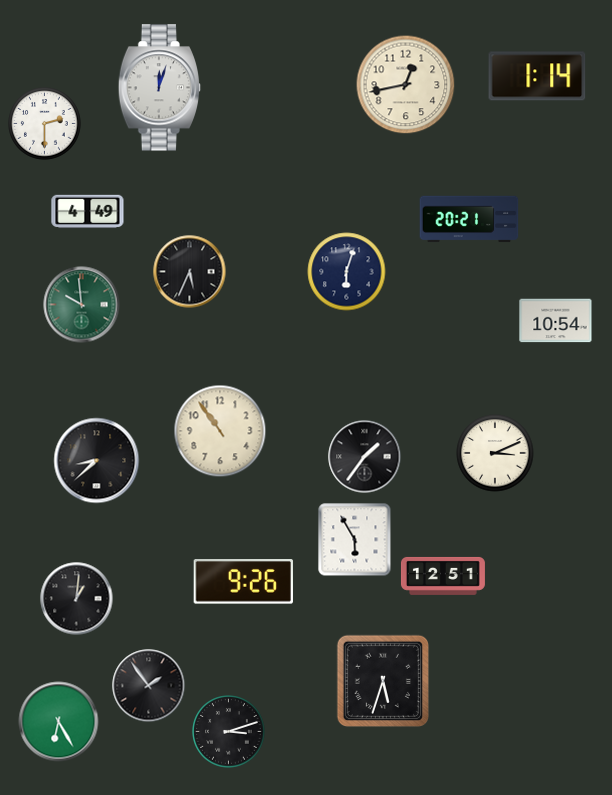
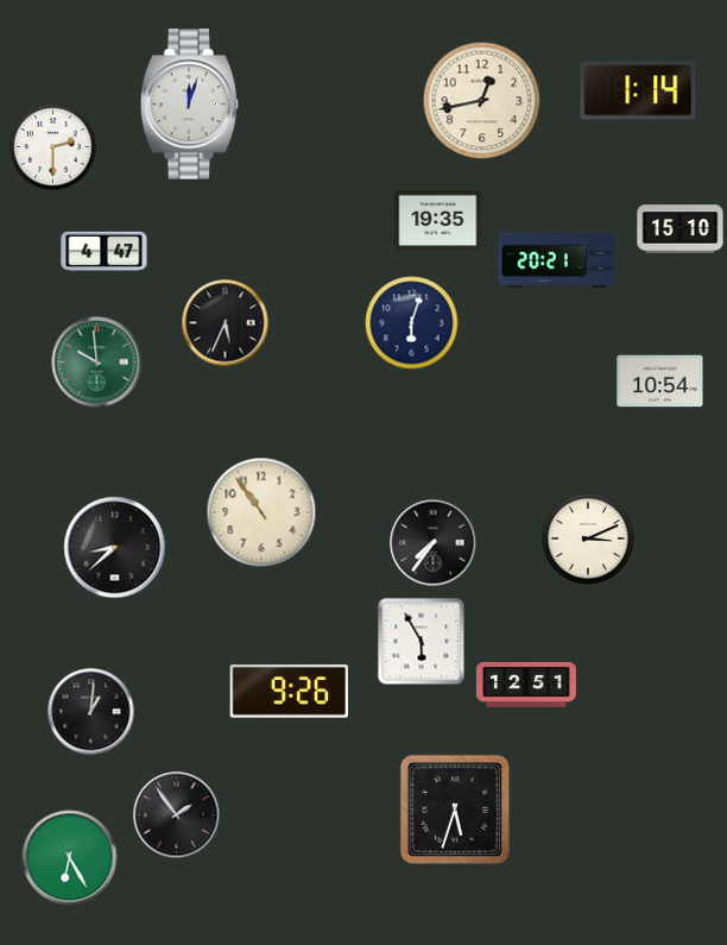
clock at (438, 221): none -> 19:35
clock at (681, 229): none -> 15:10
clock at (88, 212): 4:49 -> 4:47
clock at (365, 457): 1:36 -> 7:36
clock at (229, 732): 3:12 -> none
